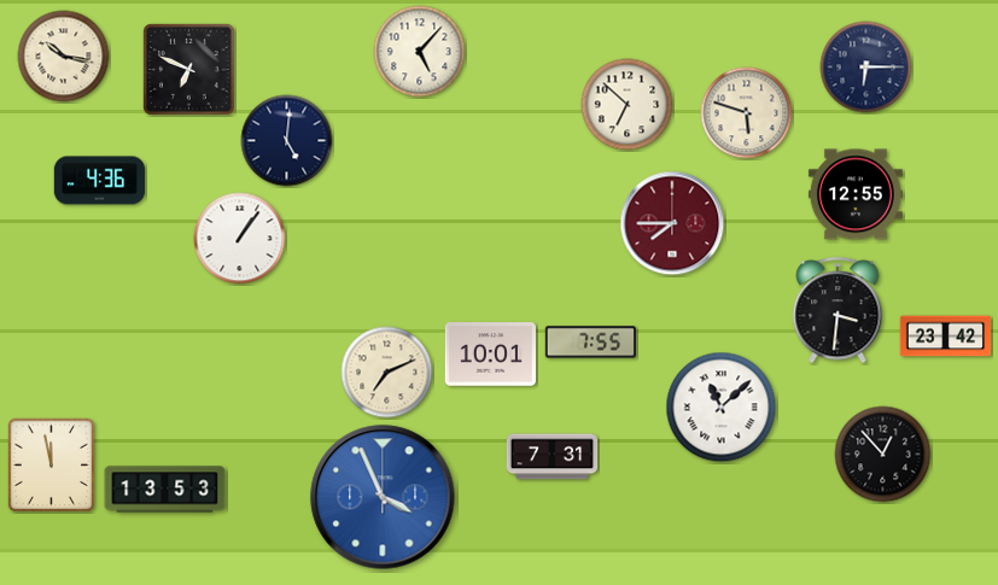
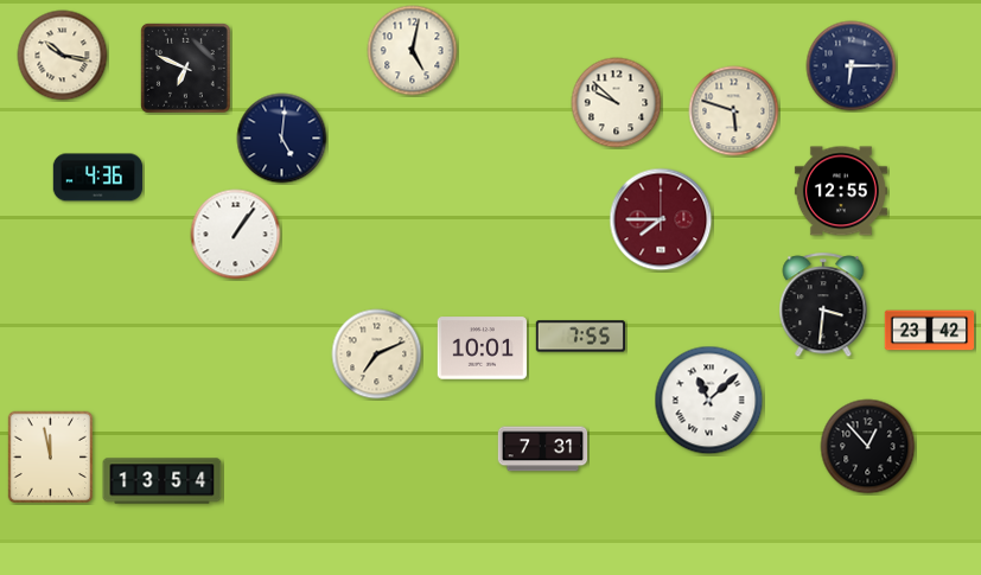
clock at (420, 52): 5:07 -> 5:02
clock at (628, 105): 6:52 -> 9:52
clock at (387, 373) position: (387, 373) -> (377, 354)
clock at (165, 490): 13:53 -> 13:54
clock at (383, 497): 3:56 -> none
